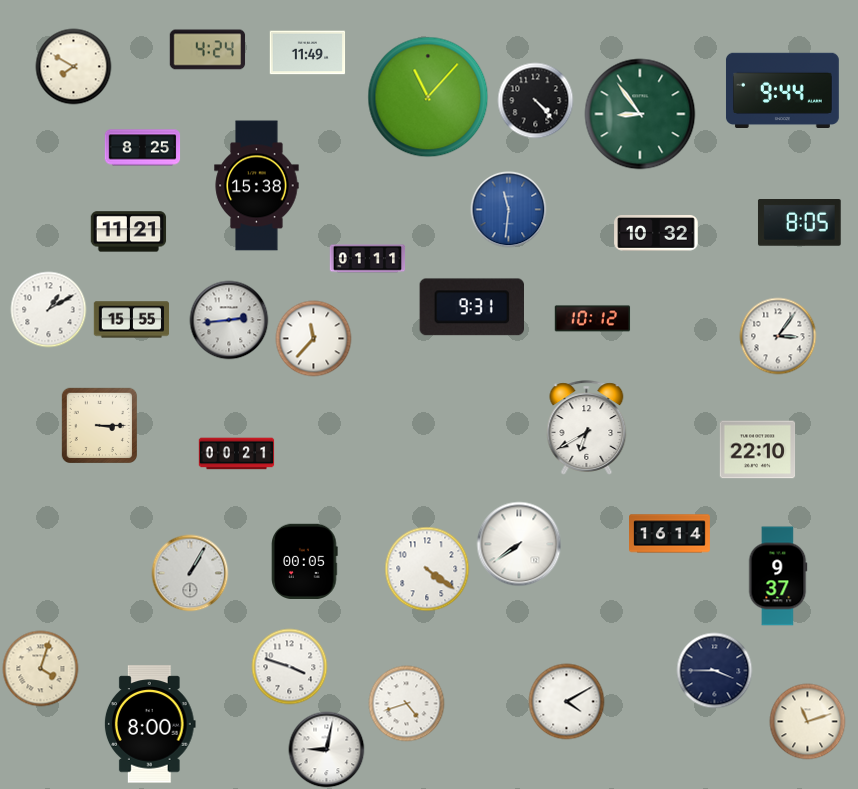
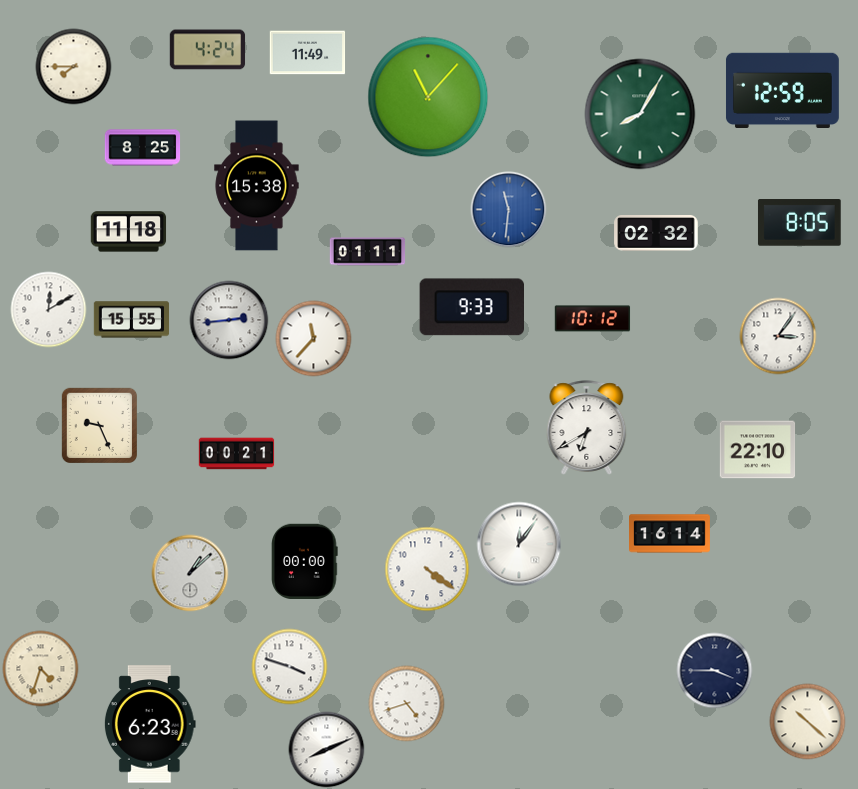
clock at (74, 67): 7:50 -> 7:45
clock at (782, 90): 9:44 -> 12:59
clock at (536, 101): 4:23 -> none
clock at (640, 114): 8:54 -> 8:05
clock at (129, 232): 11:21 -> 11:18
clock at (656, 234): 10:32 -> 02:32
clock at (368, 259) position: (368, 259) -> (368, 252)
clock at (471, 307): 9:31 -> 9:33
clock at (49, 310): 1:10 -> 12:10
clock at (99, 425): 3:15 -> 9:26
clock at (519, 544): 7:39 -> 12:06
clock at (305, 562): 00:05 -> 00:00
clock at (190, 573): 1:05 -> 1:08
clock at (778, 576): 9:37 -> none
clock at (41, 669): 4:03 -> 4:33
clock at (567, 702): 4:10 -> none
clock at (808, 722): 11:12 -> 10:22
clock at (150, 724): 8:00 -> 6:23
clock at (327, 750): 9:02 -> 8:11
